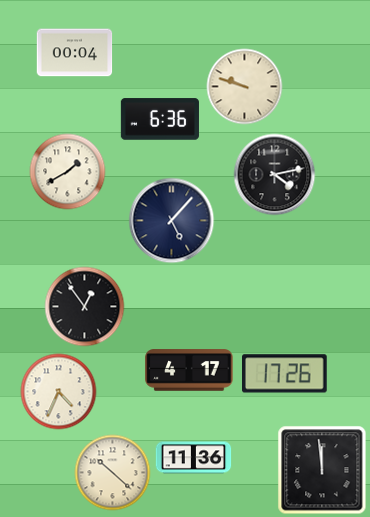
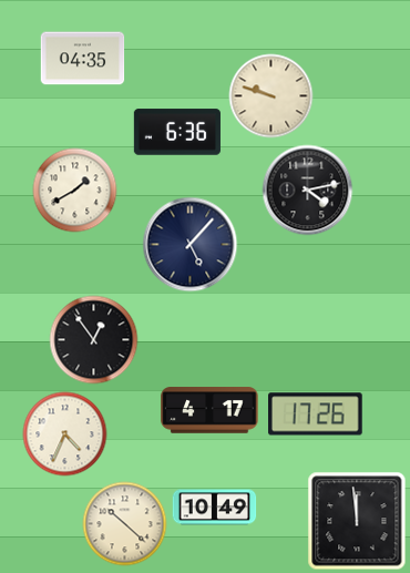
clock at (75, 53): 00:04 -> 04:35
clock at (275, 175) position: (275, 175) -> (308, 191)
clock at (194, 458): 11:36 -> 10:49
